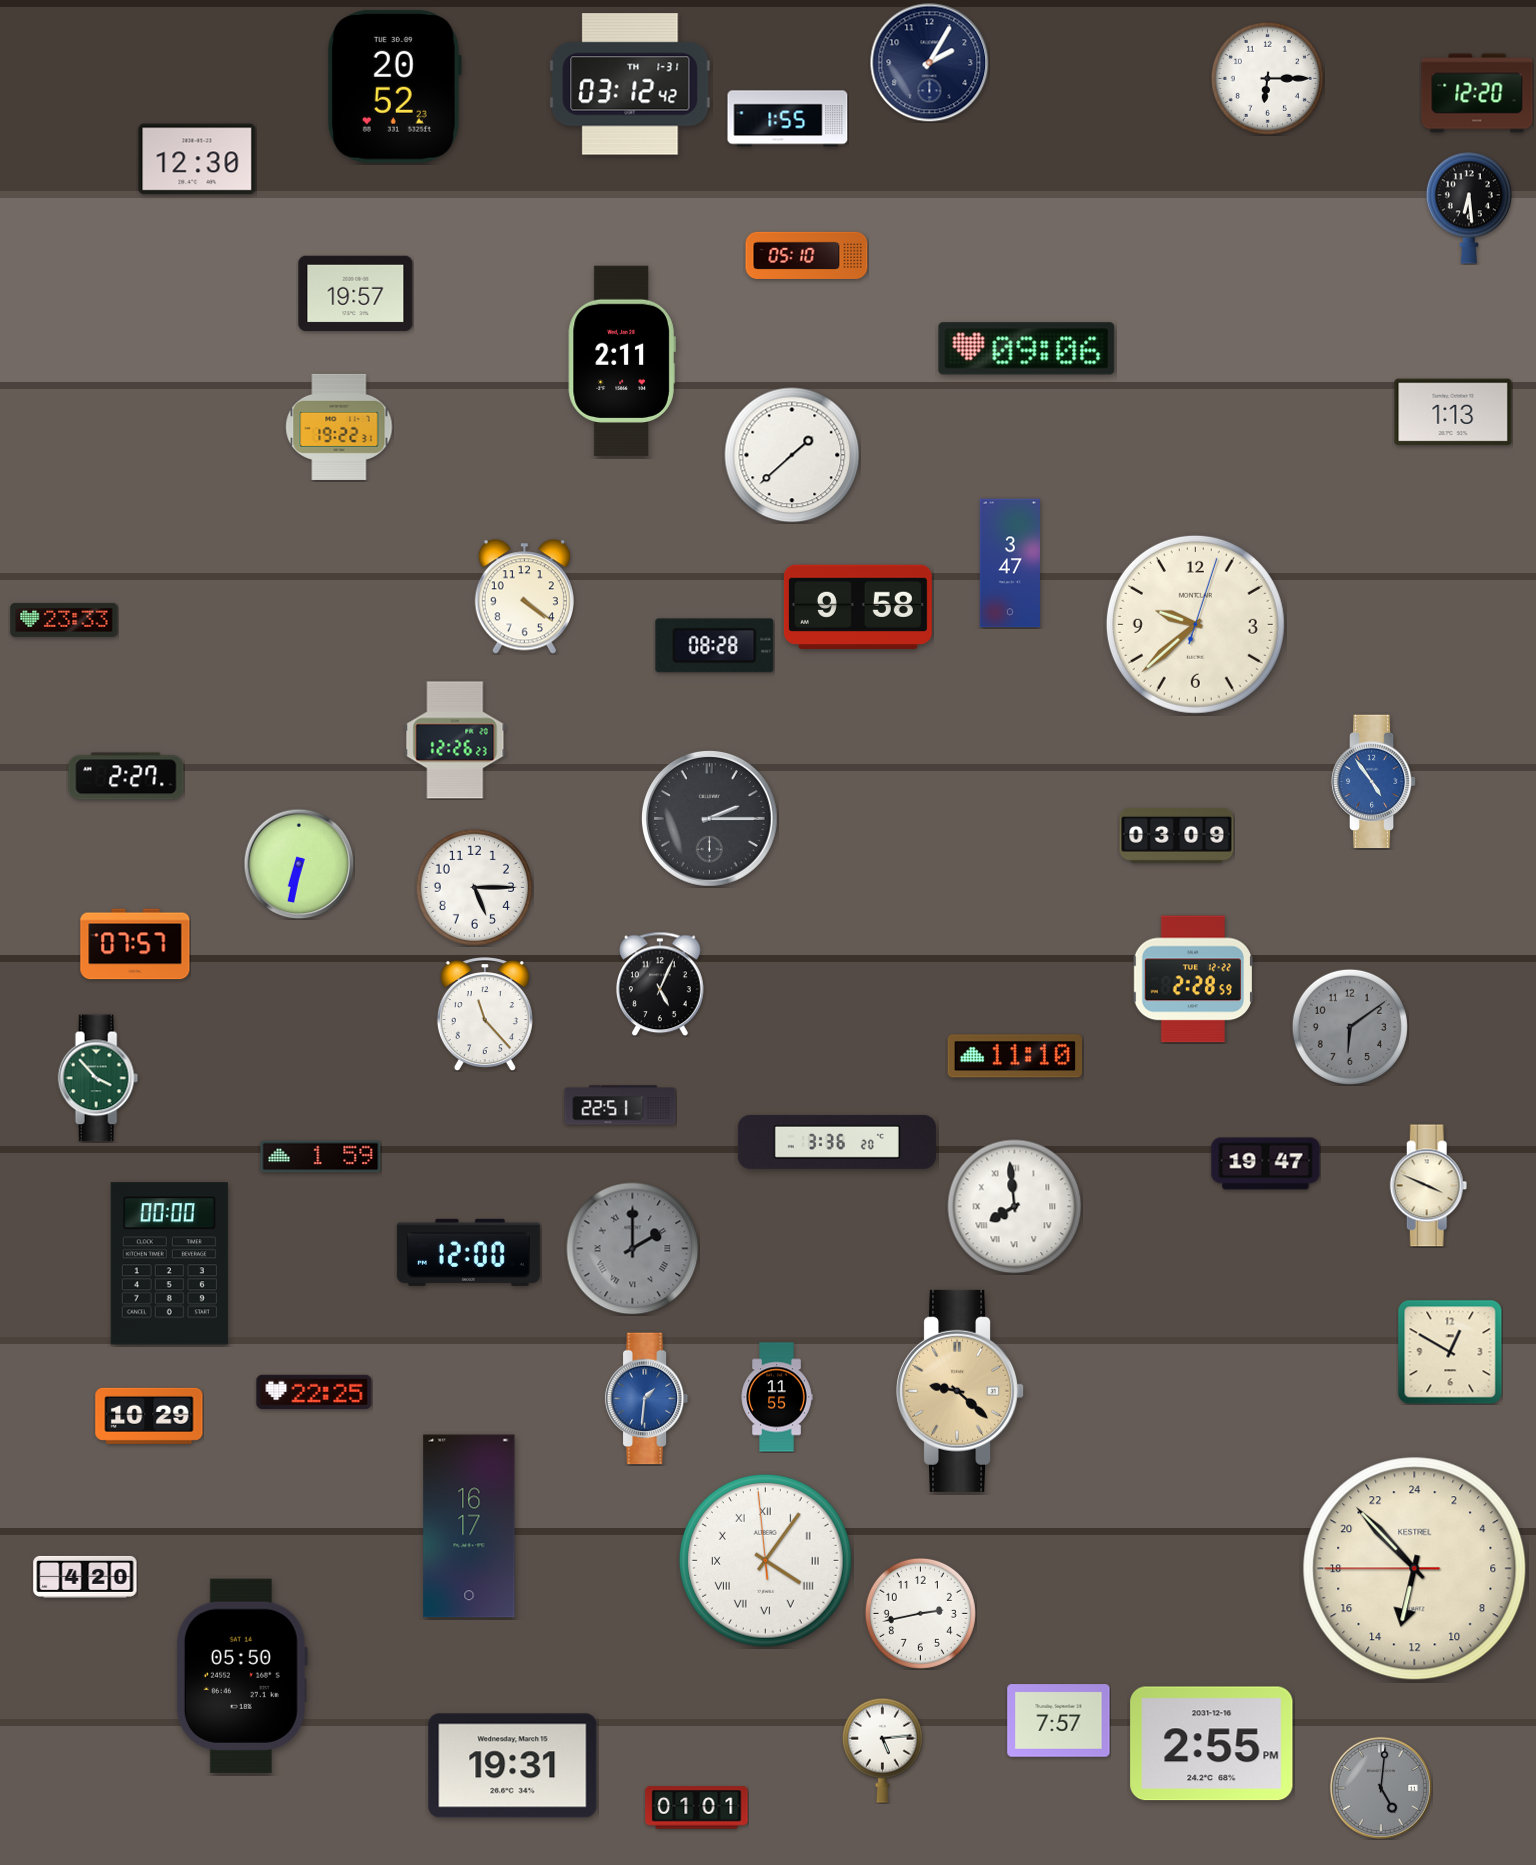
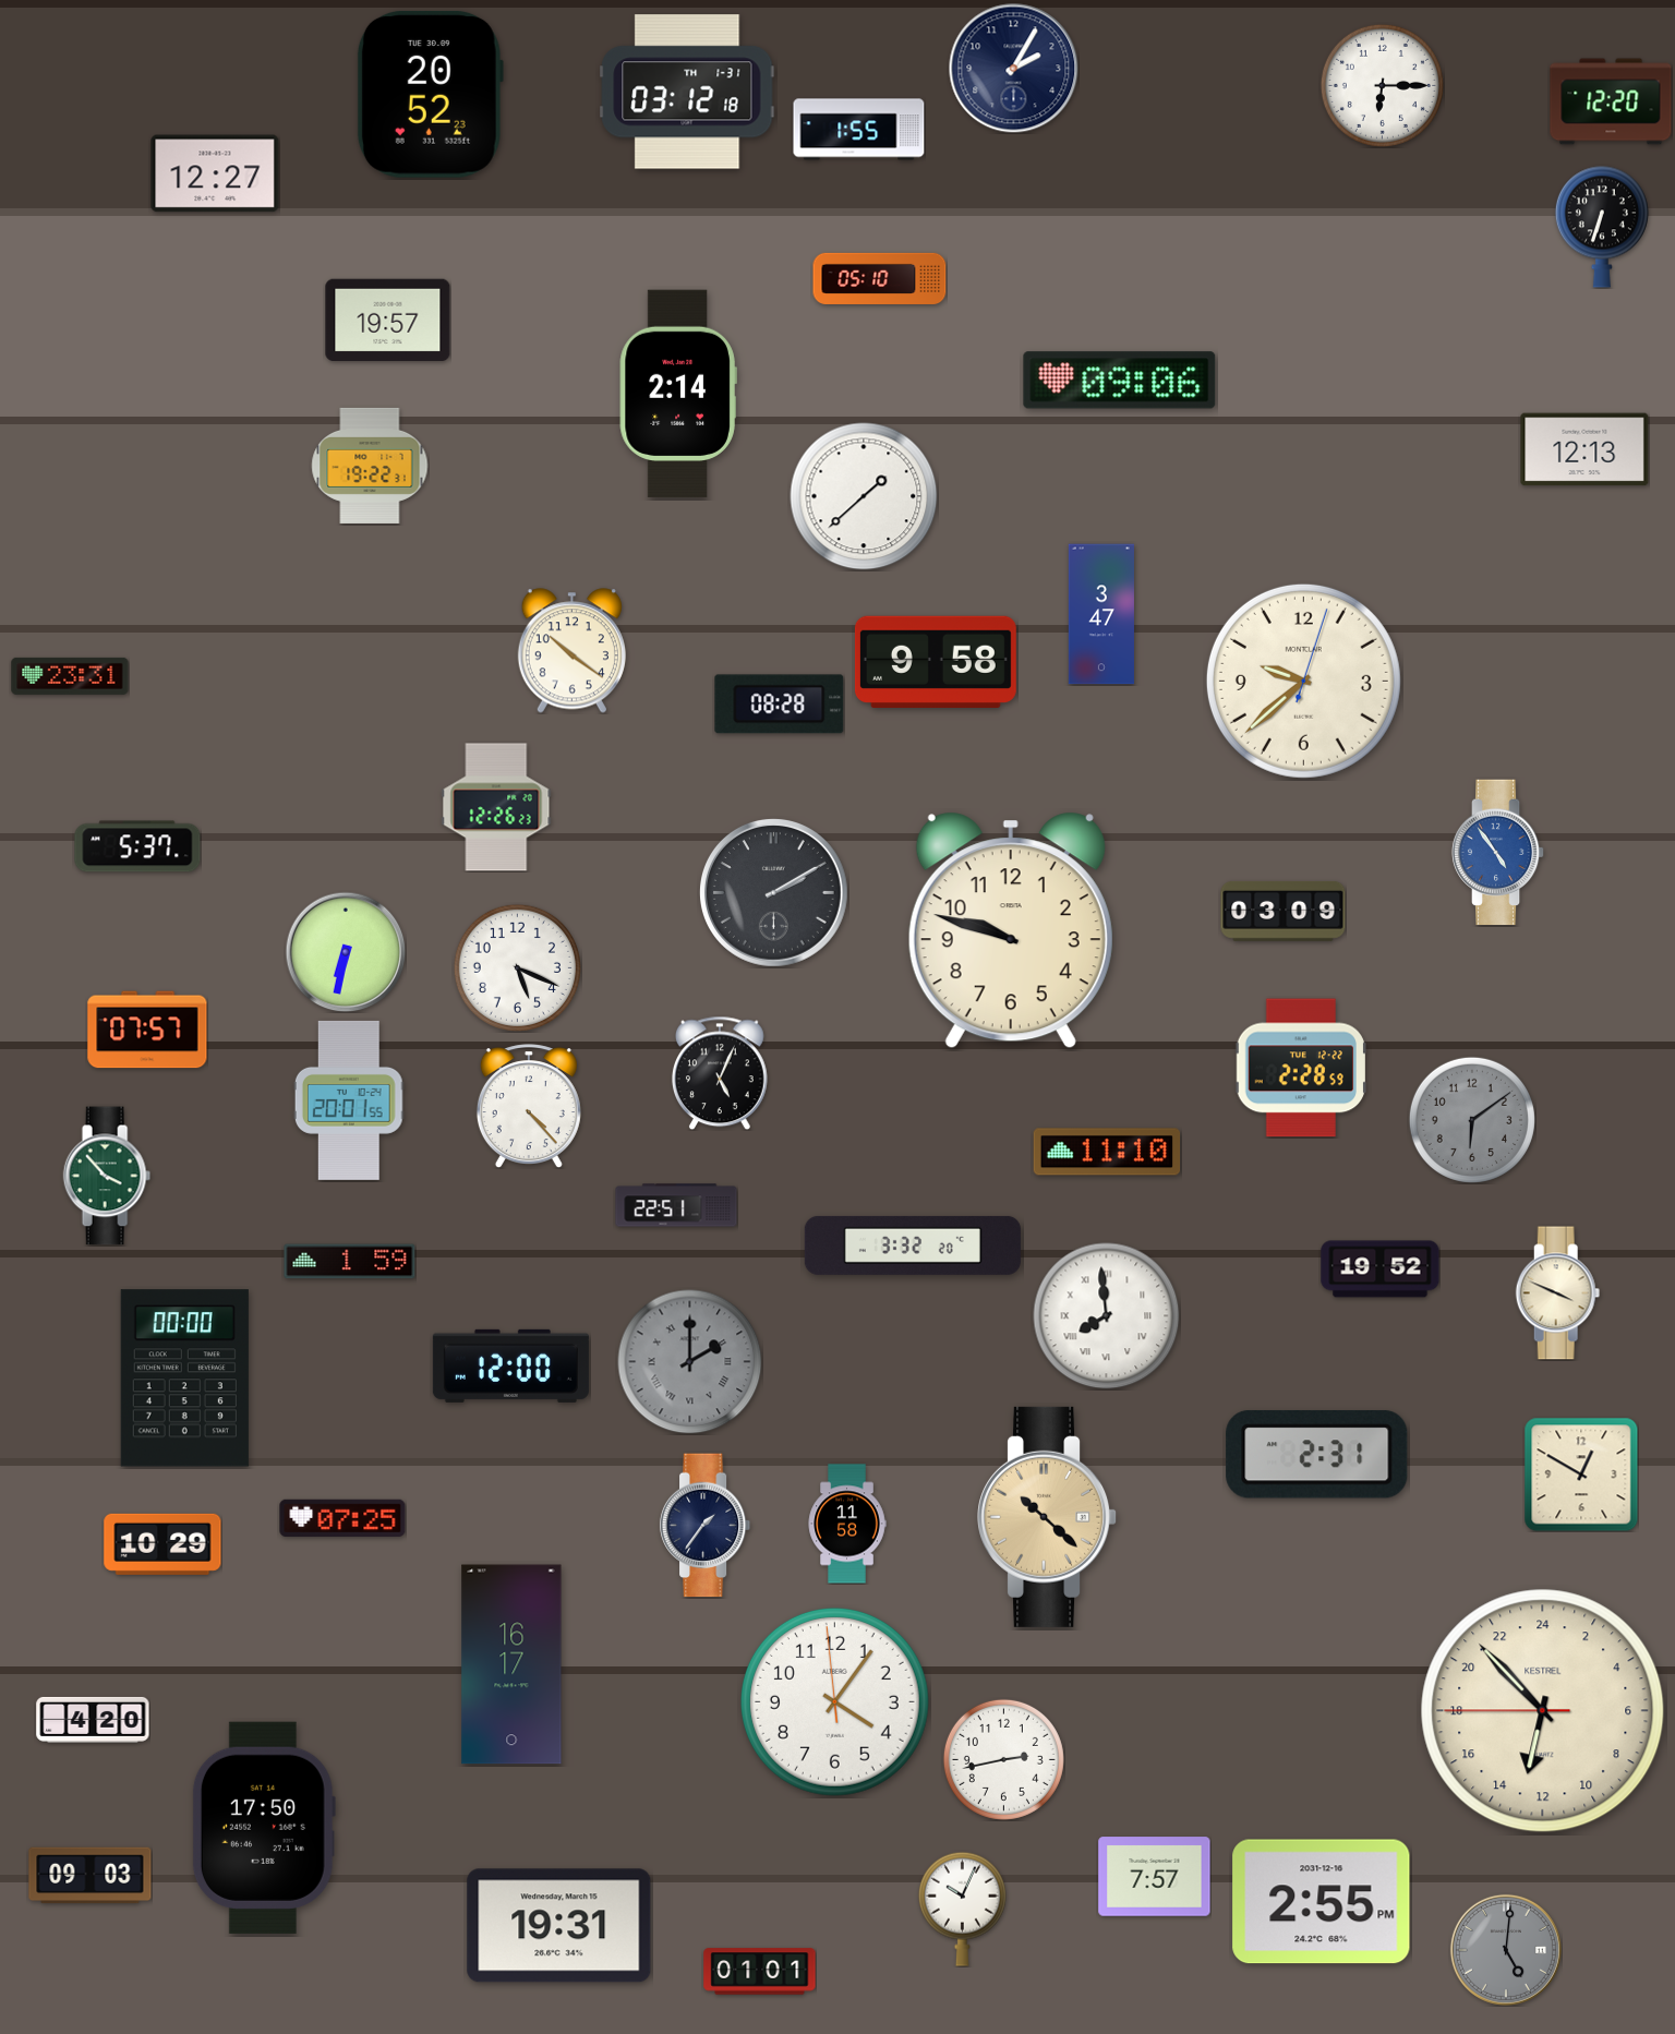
clock at (630, 84): 03:12:42 -> 03:12:18
clock at (197, 159): 12:30 -> 12:27
clock at (1469, 208): 6:29 -> 6:33
clock at (622, 361): 2:11 -> 2:14
clock at (1453, 412): 1:13 -> 12:13
clock at (524, 597): 4:21 -> 10:21
clock at (64, 620): 23:33 -> 23:31
clock at (126, 776): 2:27 -> 5:37
clock at (709, 818): 2:15 -> 2:10
clock at (1011, 930): none -> 9:48
clock at (299, 864) position: (299, 864) -> (346, 952)
clock at (474, 887): 5:15 -> 5:19
clock at (349, 1100): none -> 20:01
clock at (485, 1014): 11:23 -> 4:23
clock at (837, 1142): 3:36 -> 3:32
clock at (1266, 1164): 19:47 -> 19:52
clock at (1317, 1455): none -> 2:31
clock at (314, 1391): 22:25 -> 07:25
clock at (961, 1391): 9:22 -> 10:22
clock at (777, 1397): 11:55 -> 11:58
clock at (647, 1399): 1:31 -> 1:36
clock at (647, 1399) dial: blue -> navy
clock at (765, 1560) numerals: Roman -> Arabic
clock at (242, 1676): 05:50 -> 17:50
clock at (91, 1876): none -> 09:03
clock at (882, 1750): 5:14 -> 10:04
